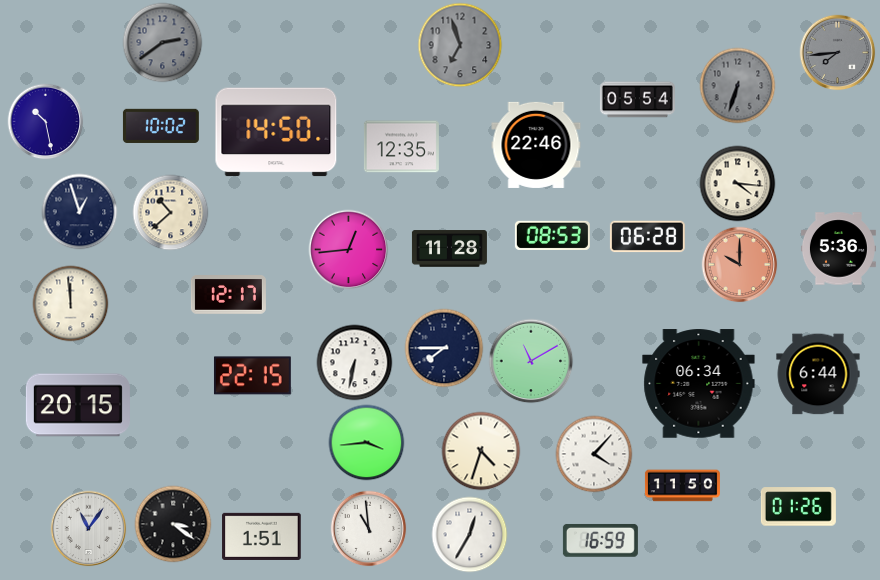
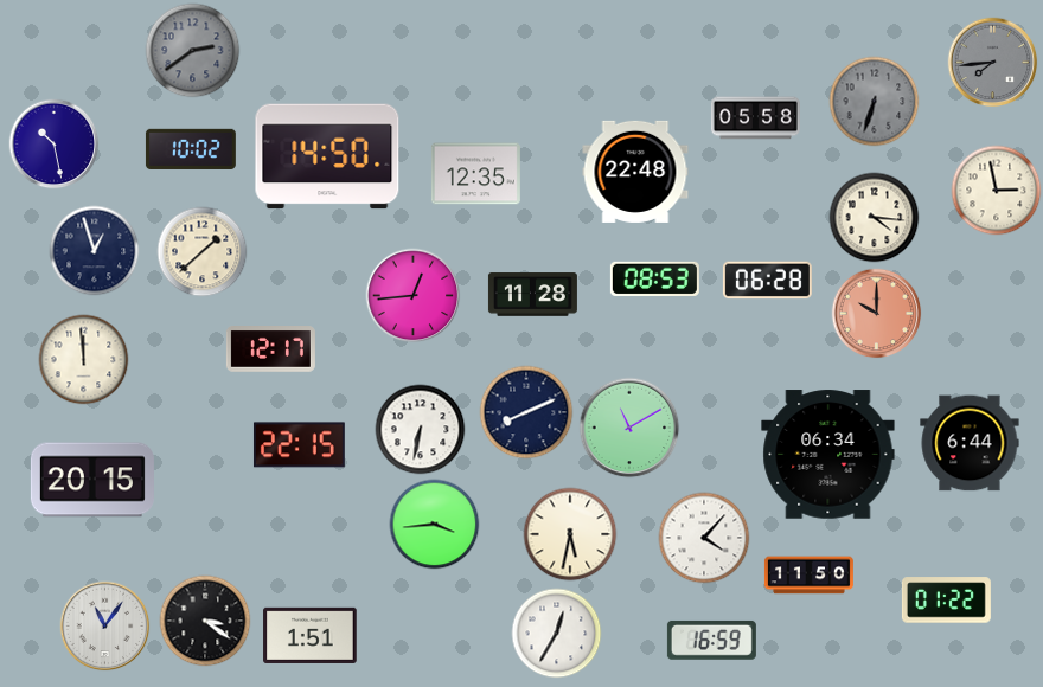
clock at (460, 45): 6:57 -> none
clock at (637, 100): 05:54 -> 05:58
clock at (536, 145): 22:46 -> 22:48
clock at (997, 191): none -> 2:58
clock at (171, 213): 10:38 -> 1:38
clock at (838, 249): 5:36 -> none
clock at (444, 348): 7:45 -> 8:11
clock at (481, 451): 4:33 -> 5:32
clock at (798, 507): 01:26 -> 01:22
clock at (369, 529): 10:59 -> none
